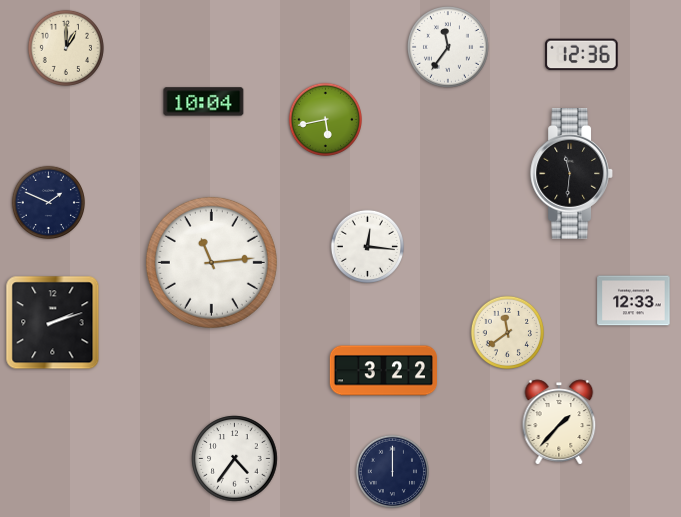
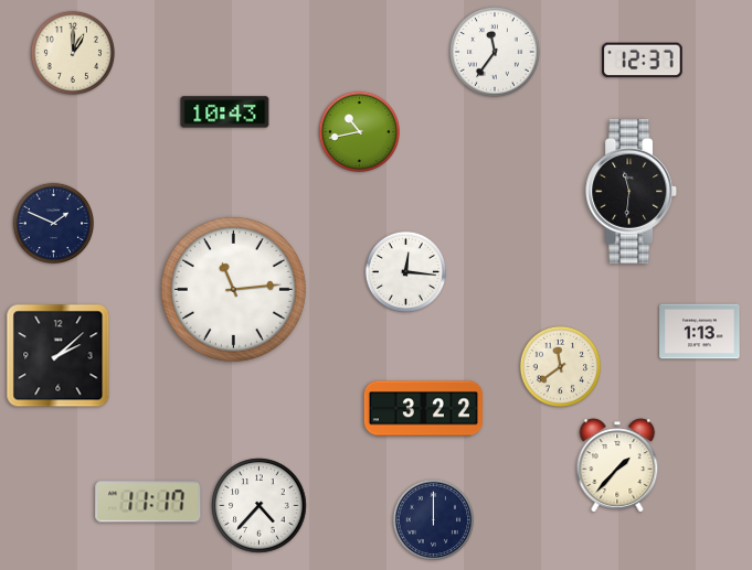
clock at (582, 55): 12:36 -> 12:37
clock at (204, 102): 10:04 -> 10:43
clock at (325, 119): 5:43 -> 10:43
clock at (634, 301): 12:33 -> 1:13
clock at (53, 323): 2:12 -> 2:08
clock at (148, 502): none -> 11:17
clock at (235, 459): 4:36 -> 4:37
